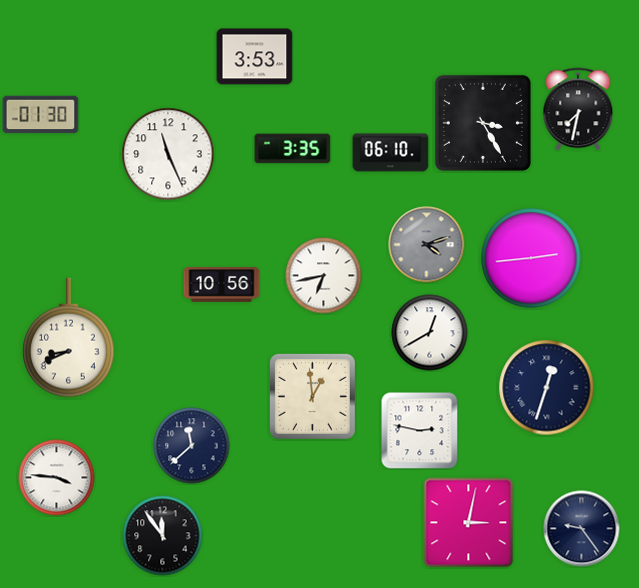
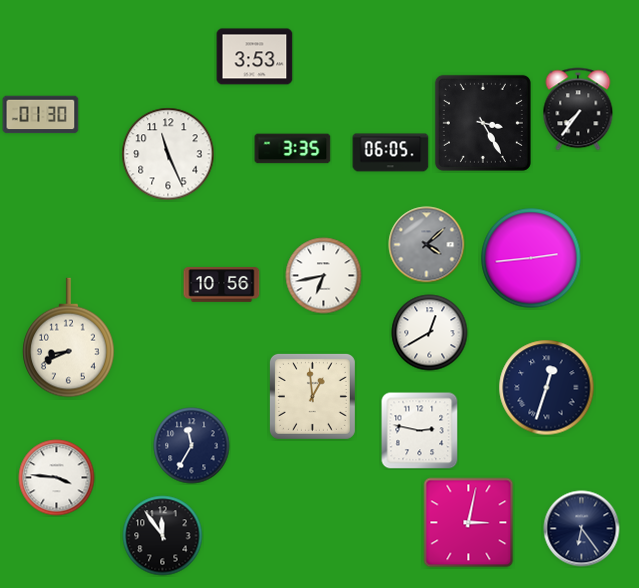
clock at (578, 109): 7:32 -> 7:36
clock at (391, 153): 06:10 -> 06:05
clock at (427, 245): 4:12 -> 4:08
clock at (192, 446): 11:38 -> 11:35
clock at (582, 529): 9:24 -> 6:24
